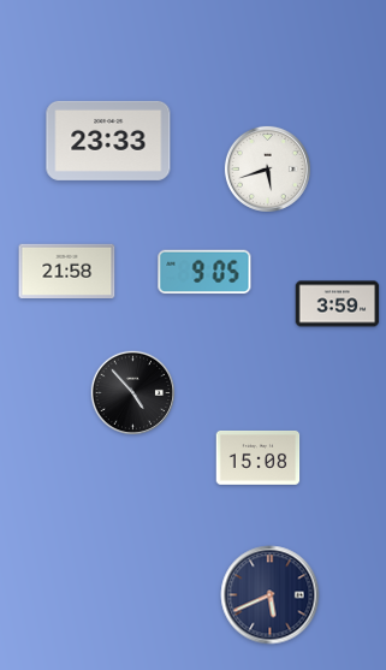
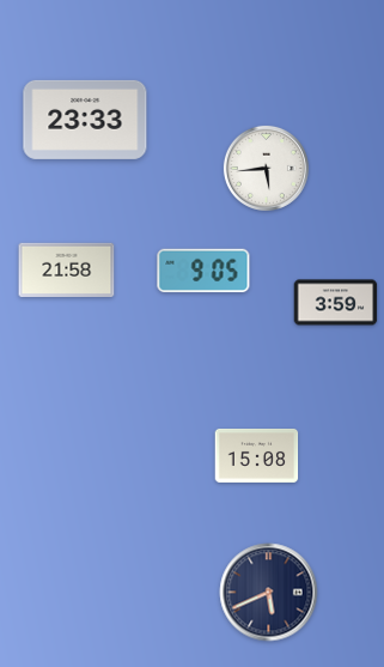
clock at (108, 141) position: (108, 141) -> (85, 120)
clock at (267, 168): 5:42 -> 5:44
clock at (133, 393): 4:53 -> none
